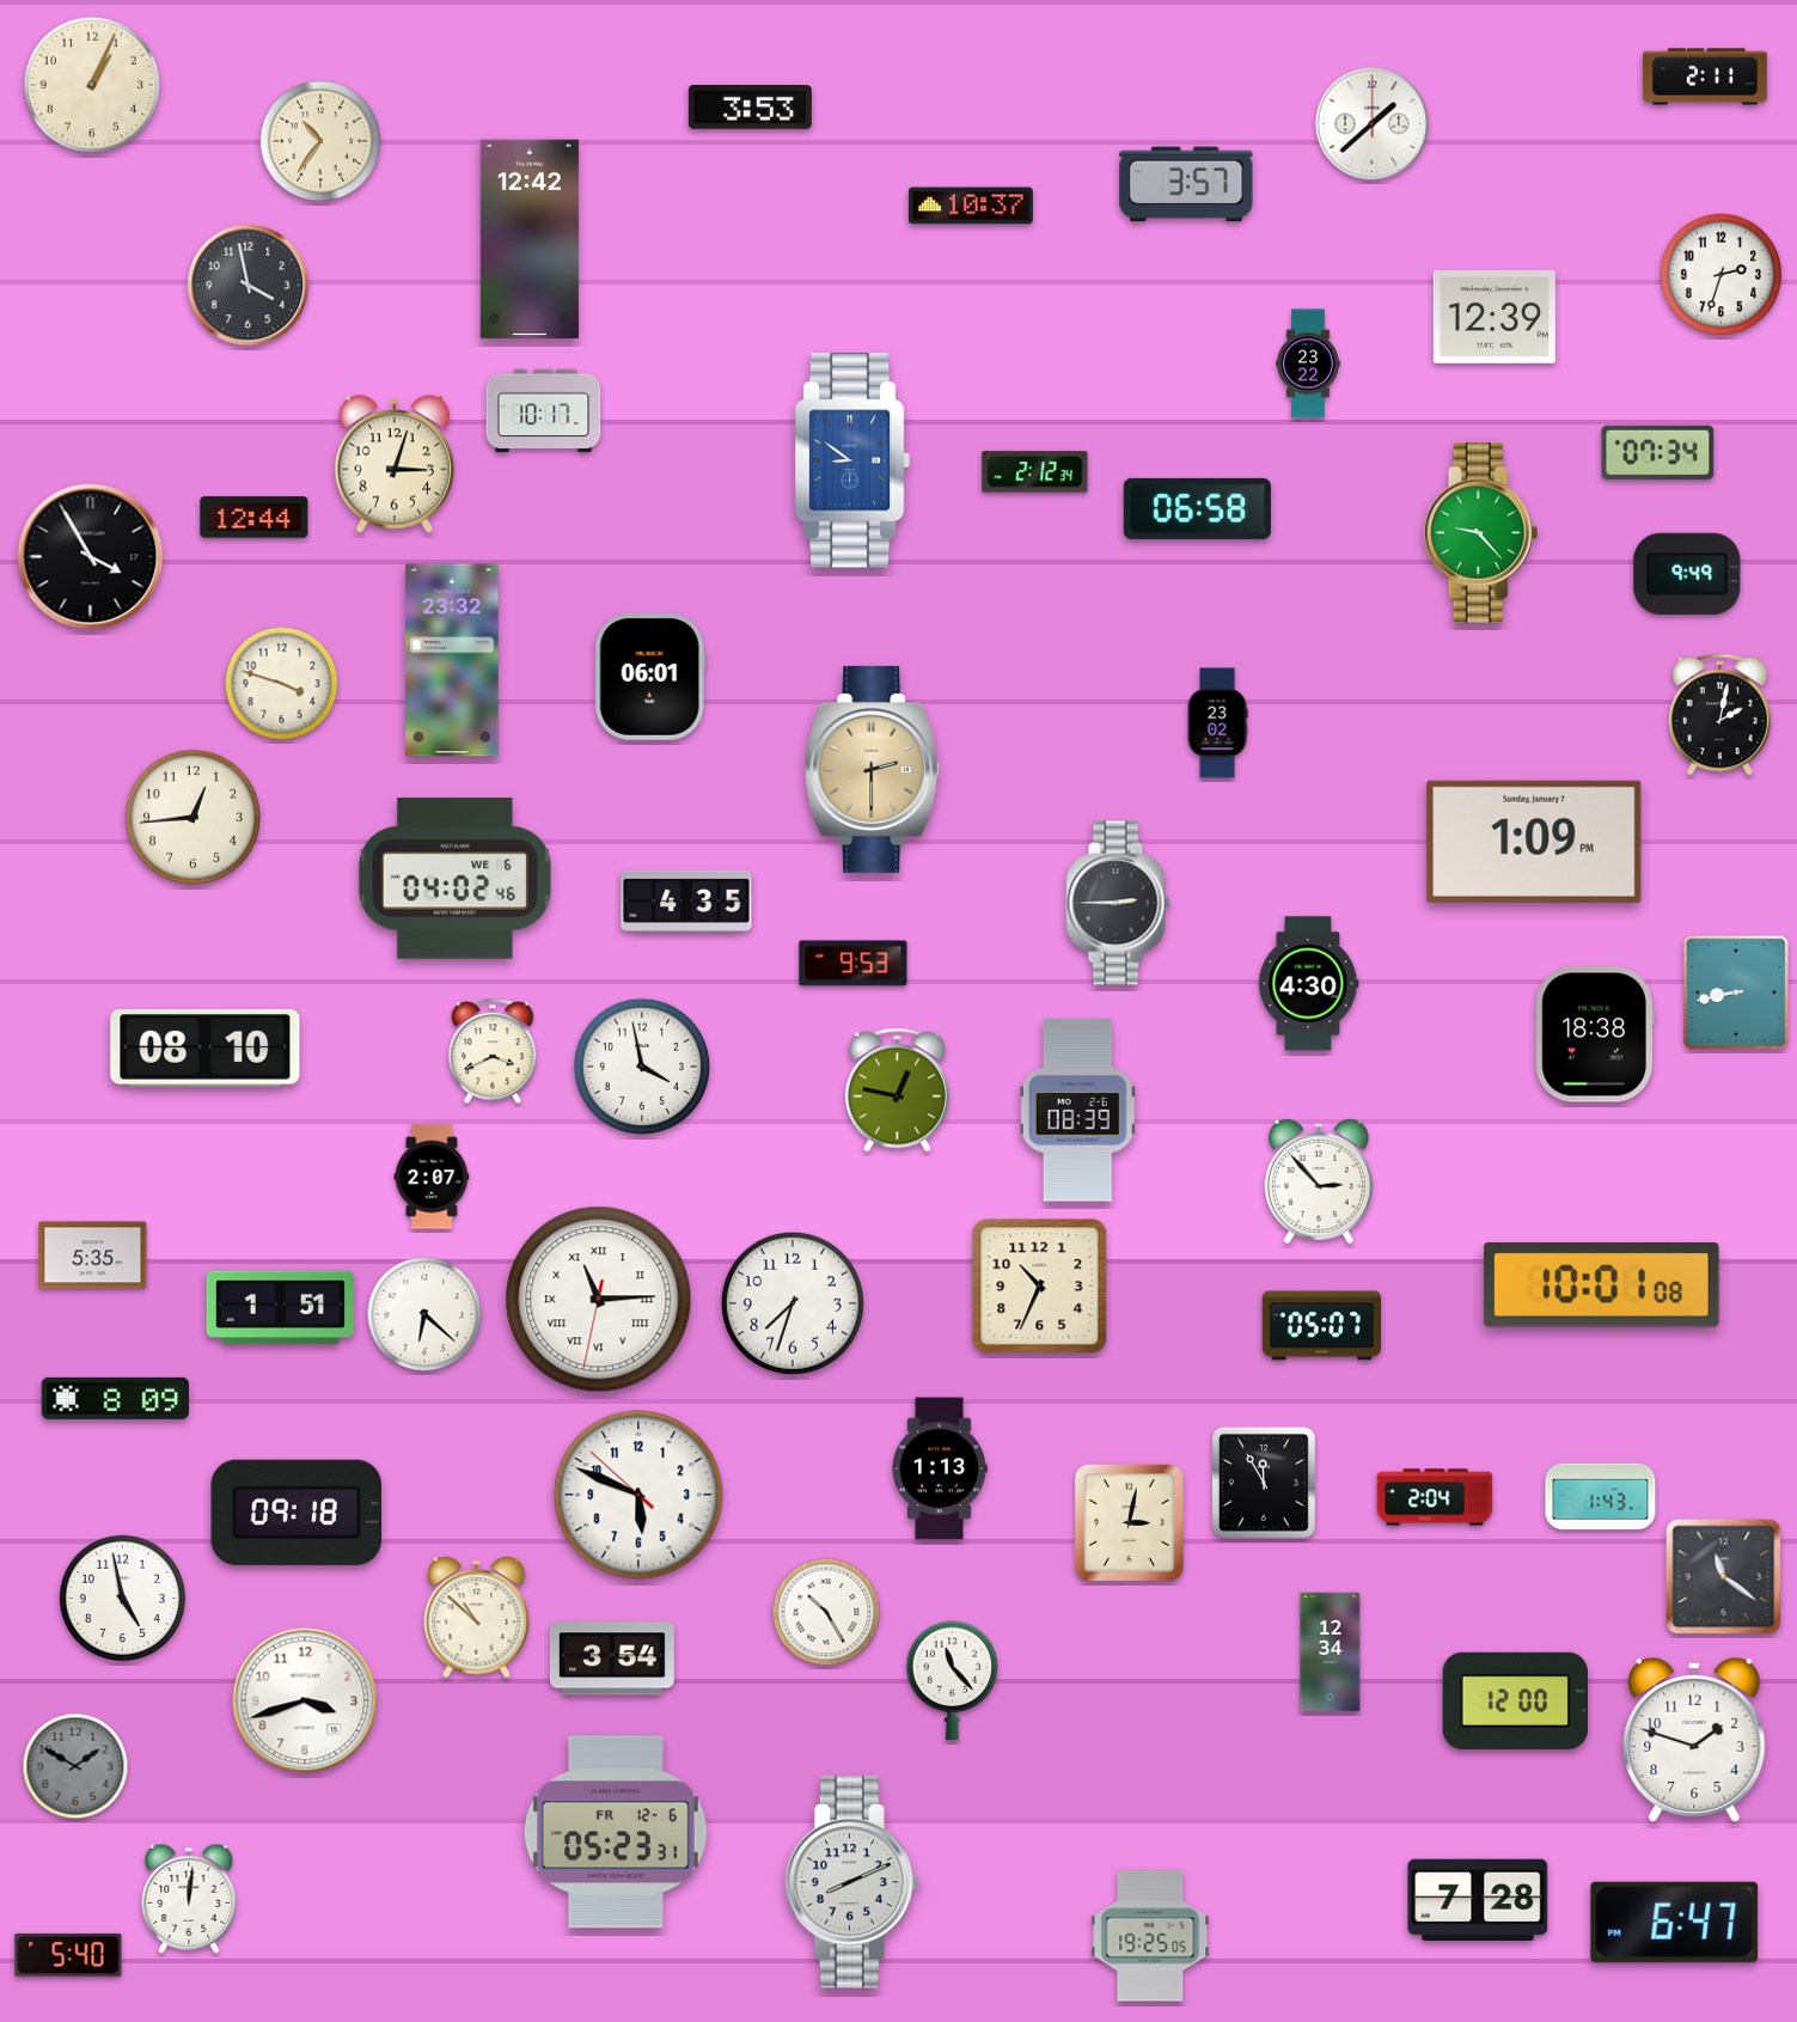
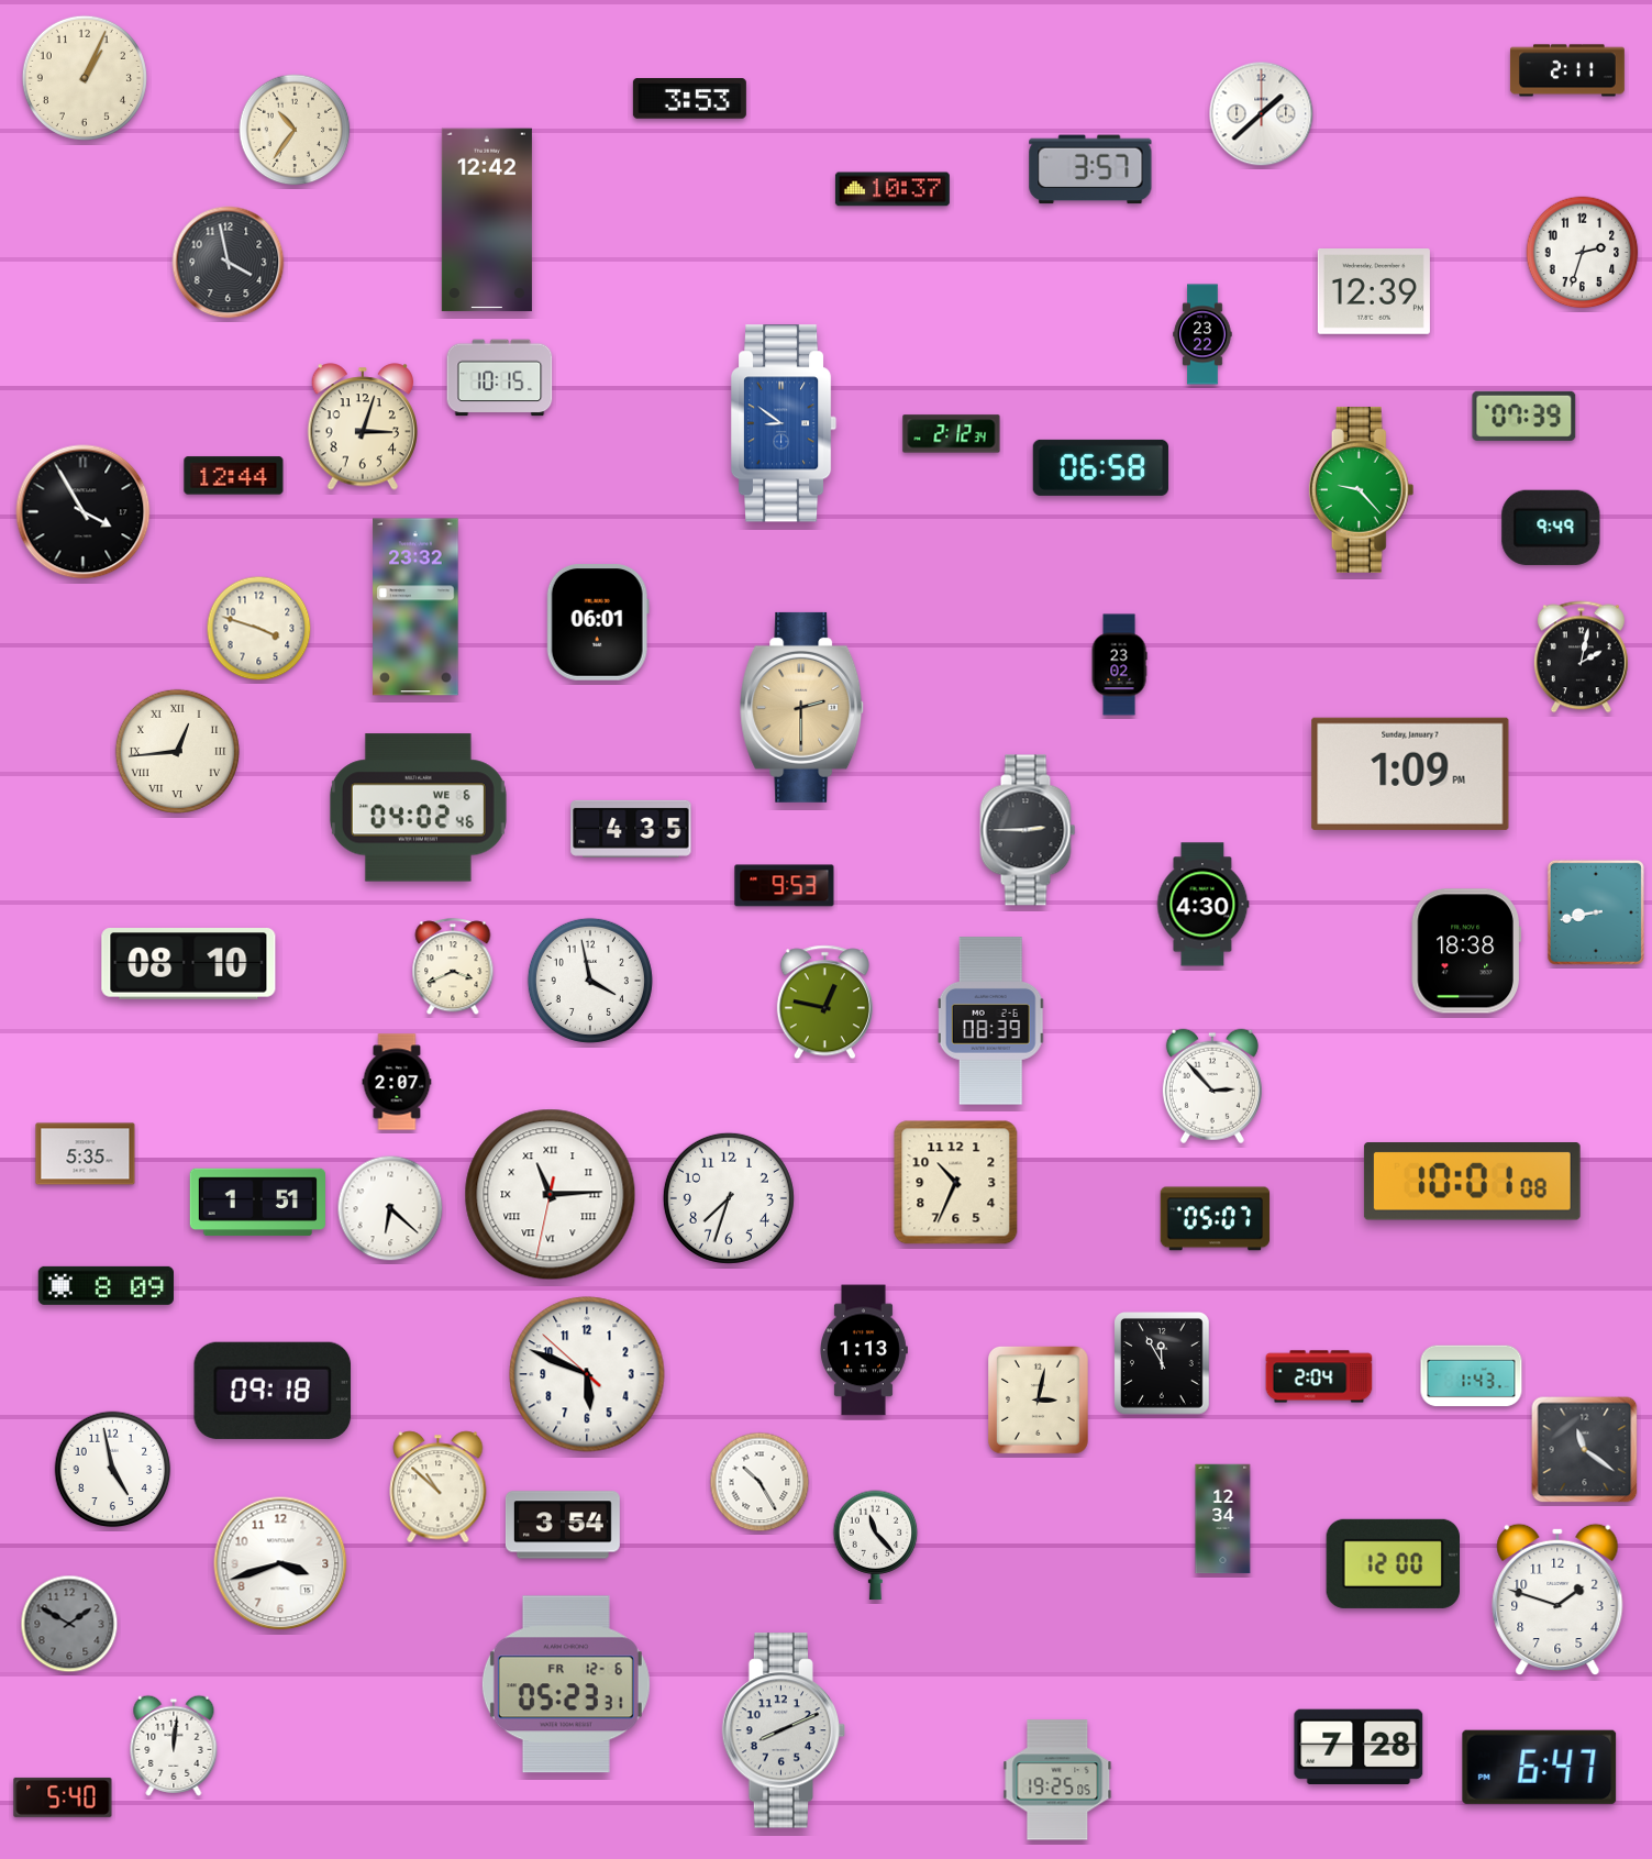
clock at (544, 411): 10:17 -> 10:15
clock at (1658, 452): 07:34 -> 07:39
clock at (192, 817) numerals: Arabic -> Roman
